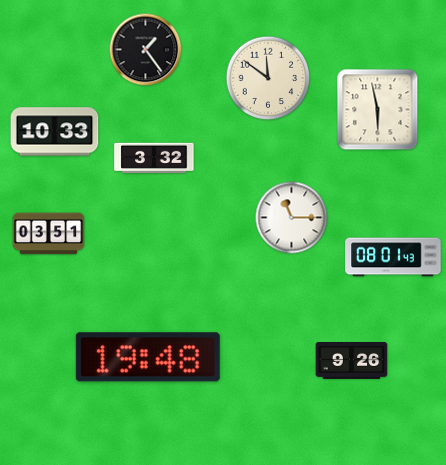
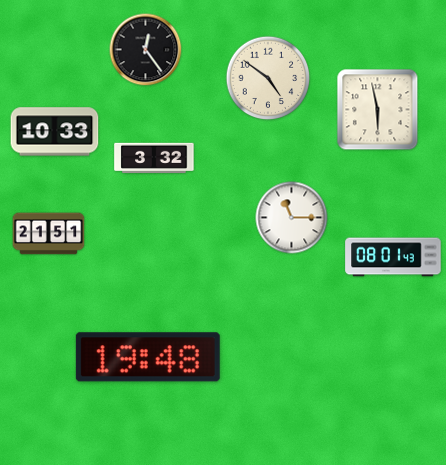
clock at (146, 50): 1:24 -> 12:24
clock at (268, 78): 11:51 -> 4:51
clock at (49, 234): 03:51 -> 21:51
clock at (352, 361): 9:26 -> none
